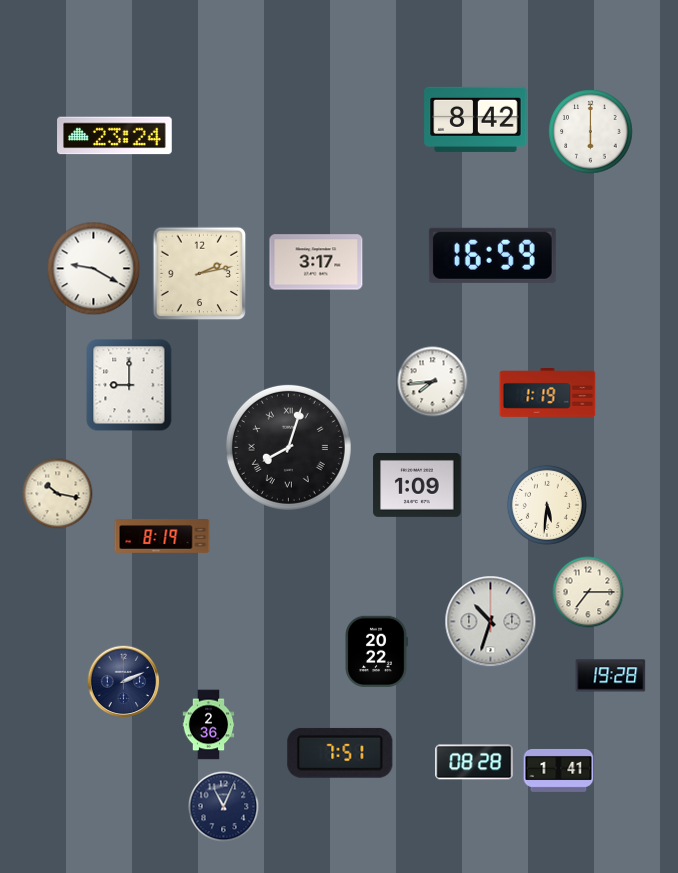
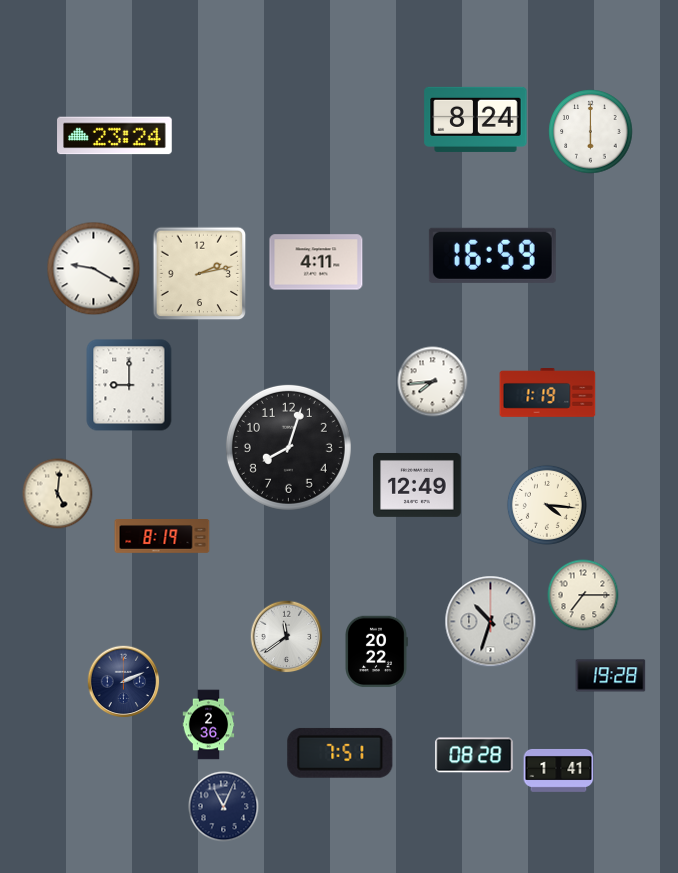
clock at (476, 119): 8:42 -> 8:24
clock at (316, 262): 3:17 -> 4:11
clock at (288, 447) numerals: Roman -> Arabic
clock at (417, 485): 1:09 -> 12:49
clock at (58, 494): 10:17 -> 5:01
clock at (547, 505): 5:31 -> 4:16
clock at (588, 592) position: (588, 592) -> (583, 595)
clock at (287, 637): none -> 11:39
clock at (474, 762) position: (474, 762) -> (474, 755)
